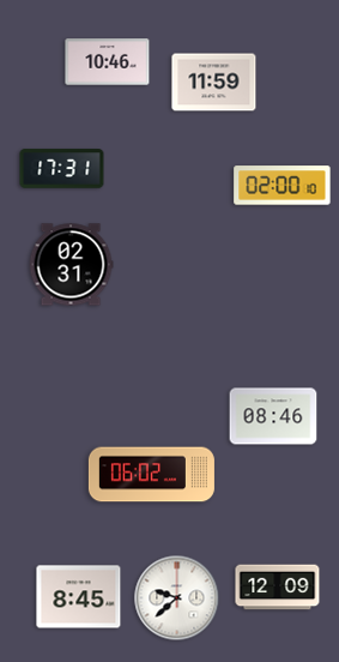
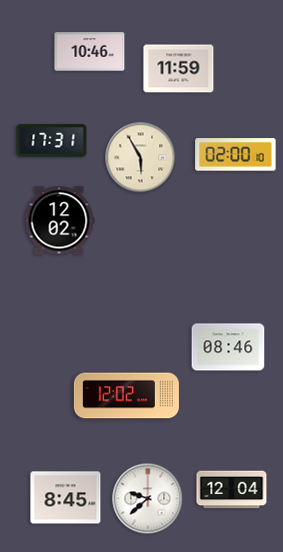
clock at (141, 158): none -> 5:55
clock at (71, 265): 02:31 -> 12:02
clock at (151, 475): 06:02 -> 12:02
clock at (278, 588): 12:09 -> 12:04
